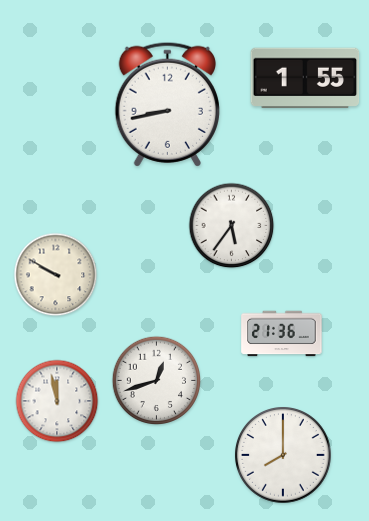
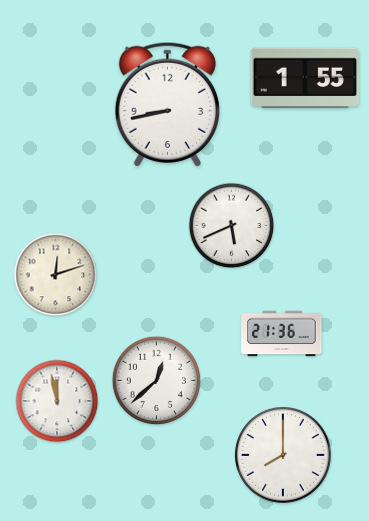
clock at (232, 226): 5:36 -> 5:41
clock at (56, 275): 9:50 -> 12:12
clock at (156, 380): 12:42 -> 12:38
